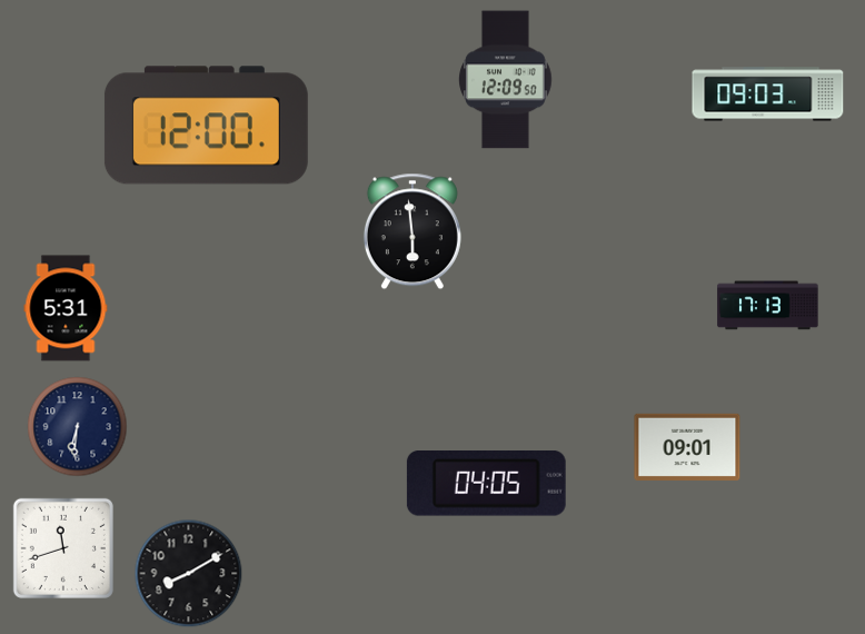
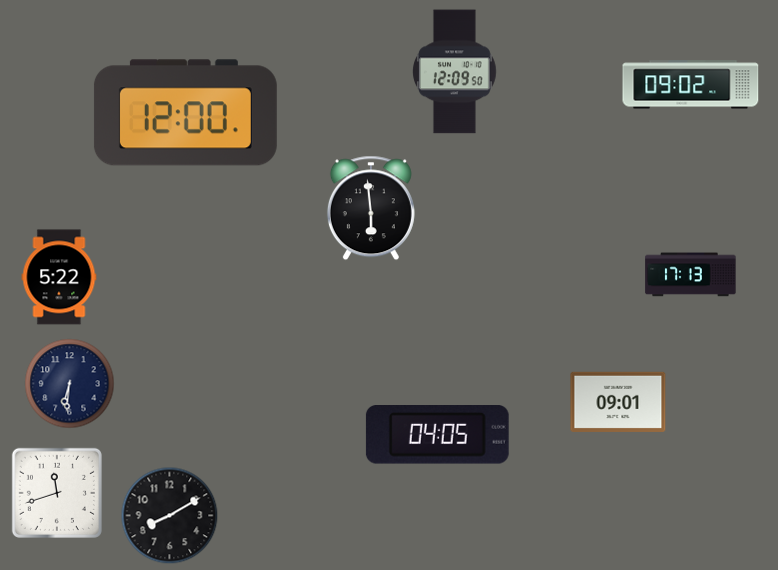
clock at (768, 95): 09:03 -> 09:02
clock at (66, 308): 5:31 -> 5:22
